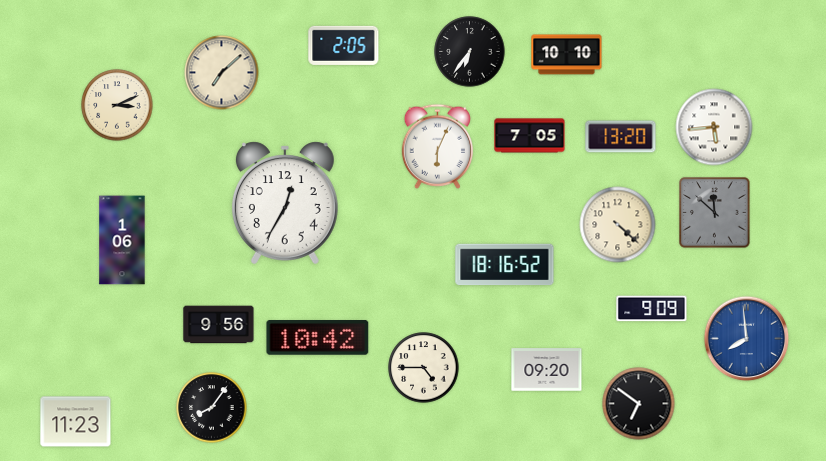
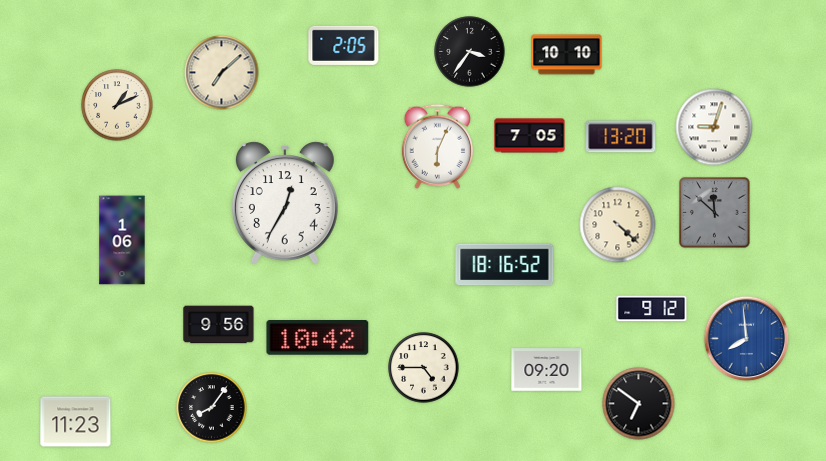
clock at (470, 52): 6:36 -> 3:36
clock at (117, 105): 3:11 -> 1:11
clock at (714, 127): 5:44 -> 9:03
clock at (652, 309): 9:09 -> 9:12
